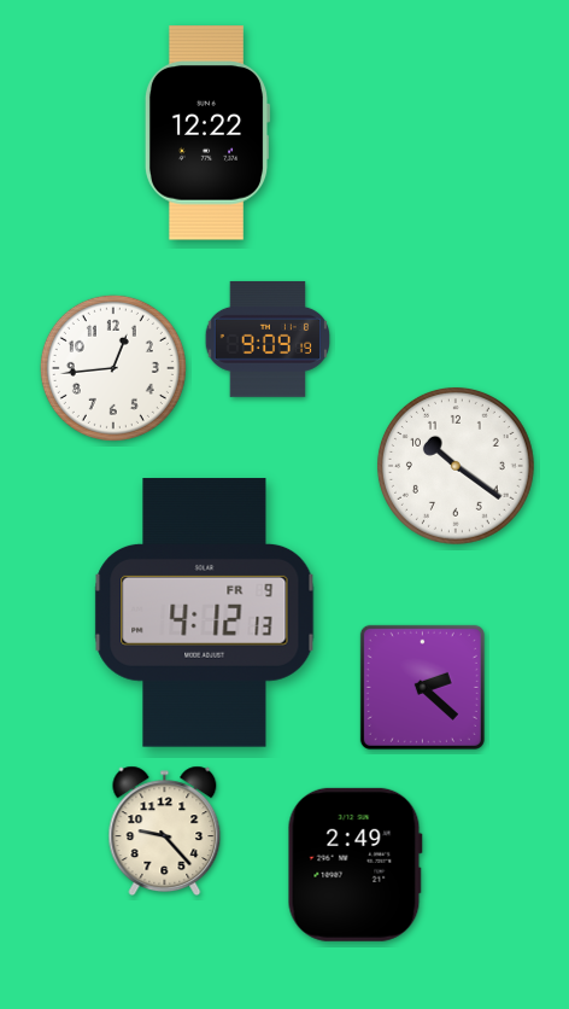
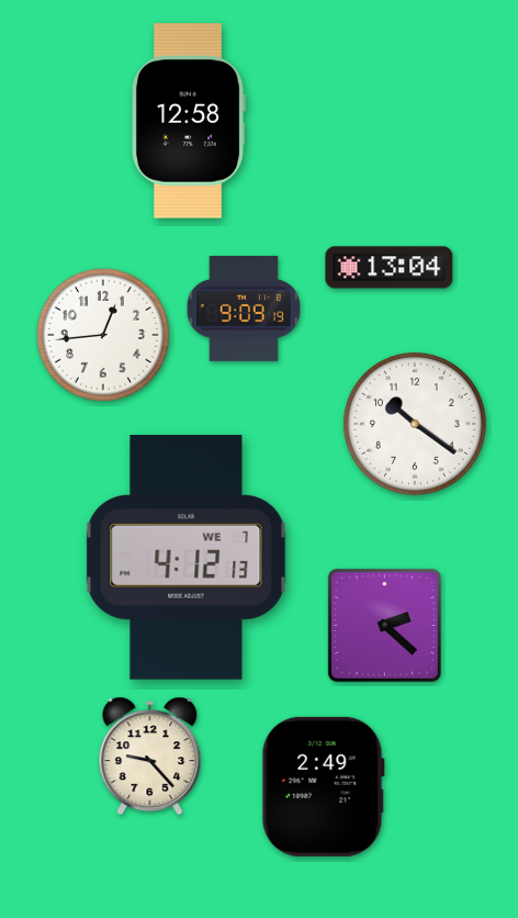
clock at (207, 133): 12:22 -> 12:58
clock at (390, 268): none -> 13:04
clock at (205, 613) date: FR 9 -> WE 7
